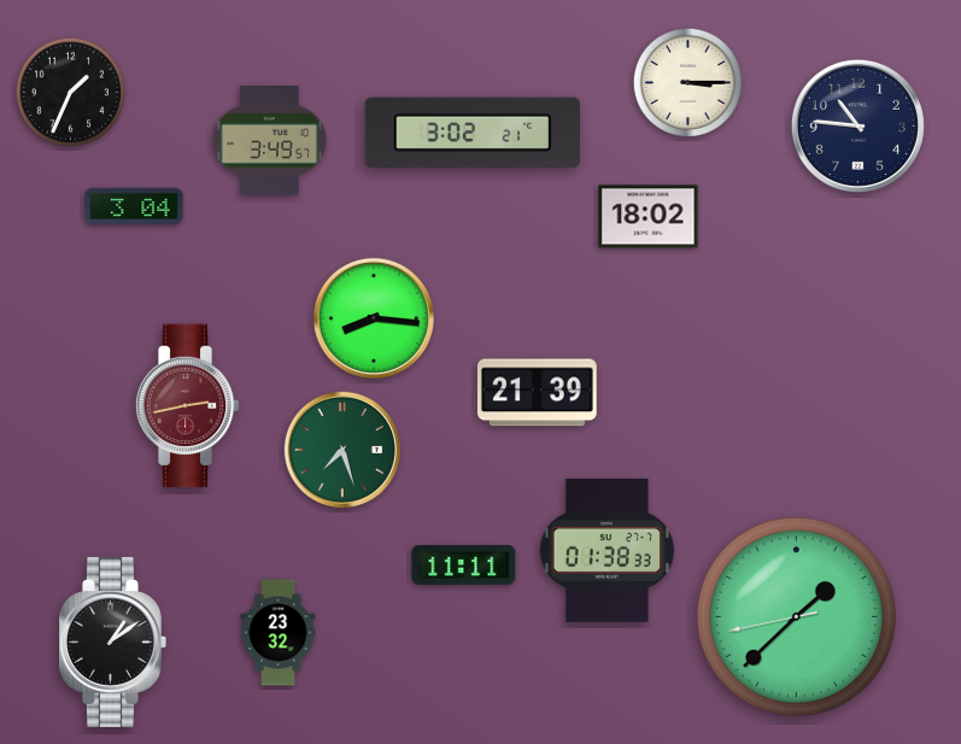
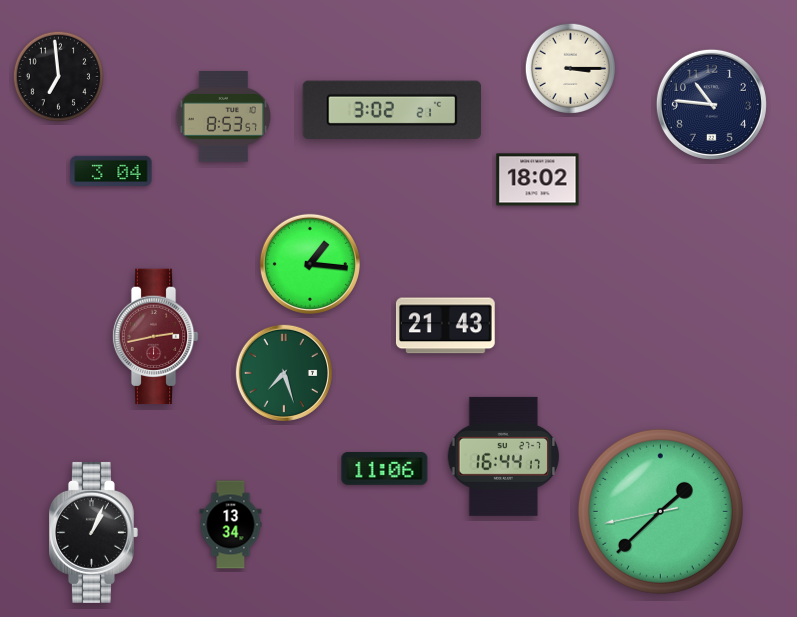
clock at (70, 92): 1:34 -> 6:59
clock at (269, 141): 3:49 -> 8:53
clock at (374, 318): 8:16 -> 1:16
clock at (537, 393): 21:39 -> 21:43
clock at (607, 550): 01:38 -> 16:44
clock at (464, 566): 11:11 -> 11:06
clock at (279, 633): 23:32 -> 13:34
clock at (113, 642): 1:09 -> 1:04
